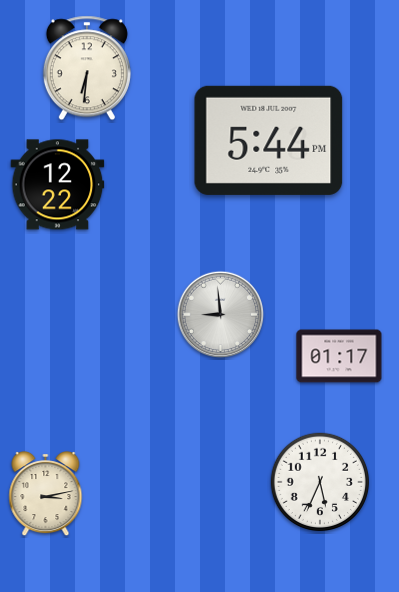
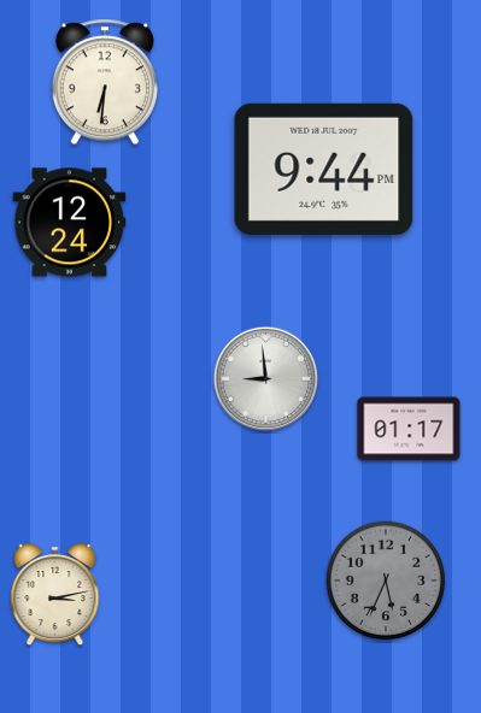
clock at (269, 140): 5:44 -> 9:44
clock at (58, 185): 12:22 -> 12:24
clock at (319, 481) dial: white -> grey
